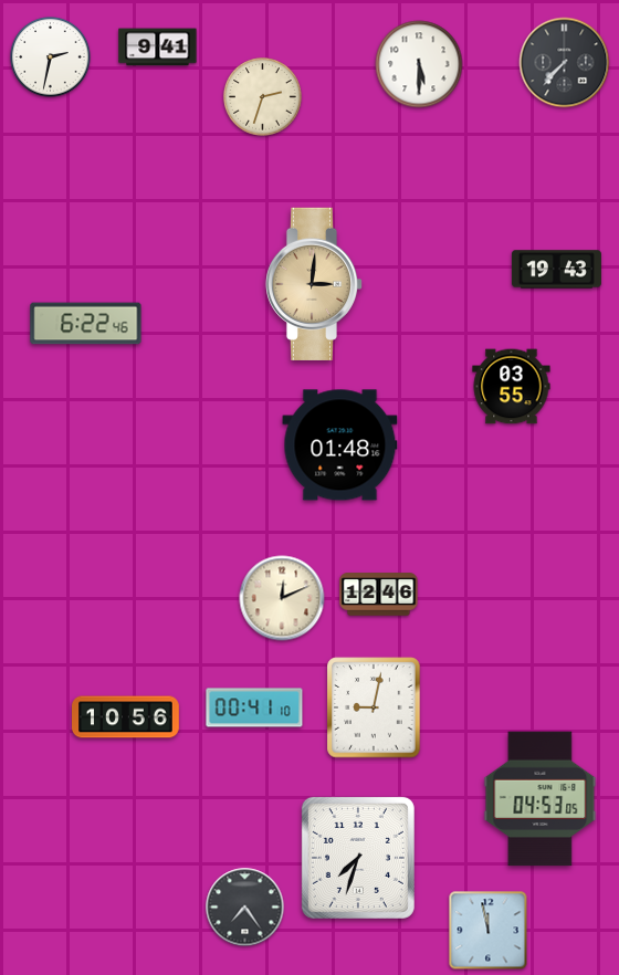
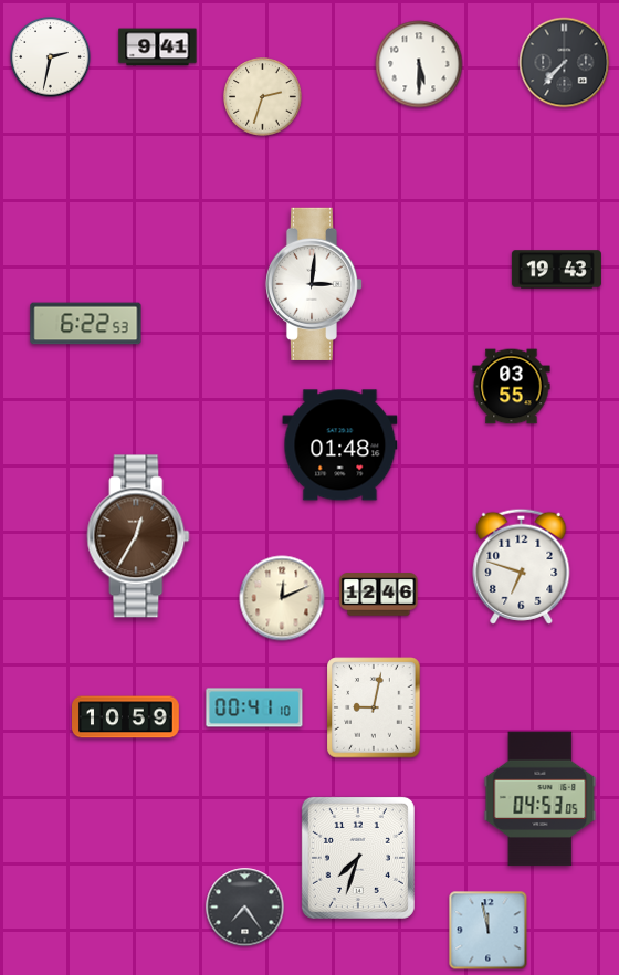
clock at (314, 284) dial: champagne -> white
clock at (86, 324): 6:22:46 -> 6:22:53
clock at (138, 536): none -> 12:35
clock at (522, 566): none -> 6:48
clock at (126, 717): 10:56 -> 10:59
